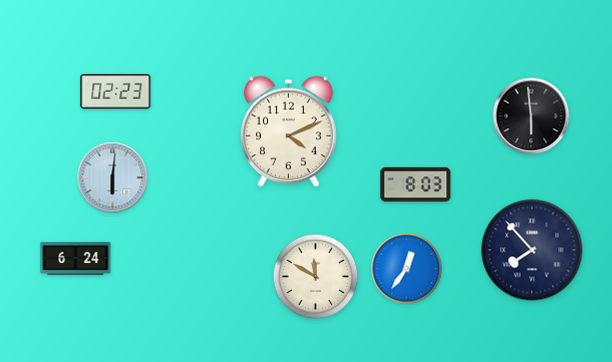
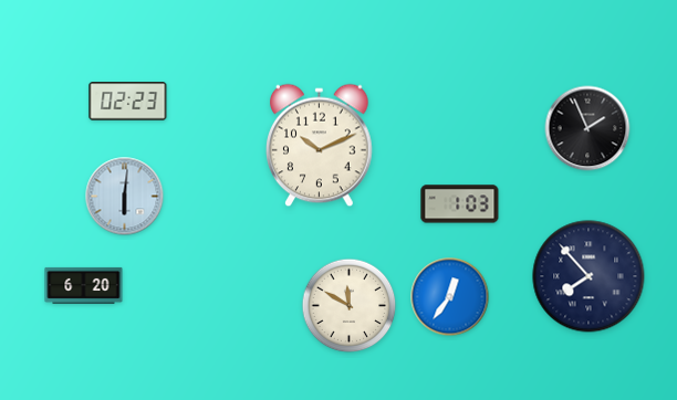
clock at (531, 116): 5:59 -> 1:56
clock at (289, 132): 4:11 -> 10:11
clock at (416, 185): 8:03 -> 1:03
clock at (76, 258): 6:24 -> 6:20
